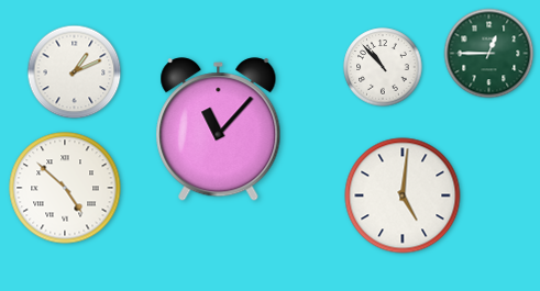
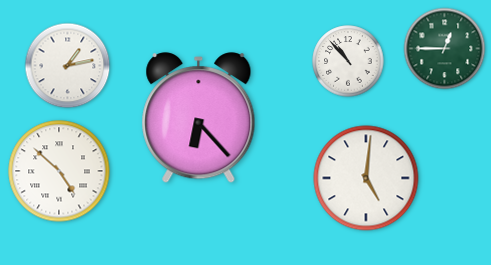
clock at (75, 72): 1:11 -> 1:13
clock at (219, 130): 11:07 -> 6:23
